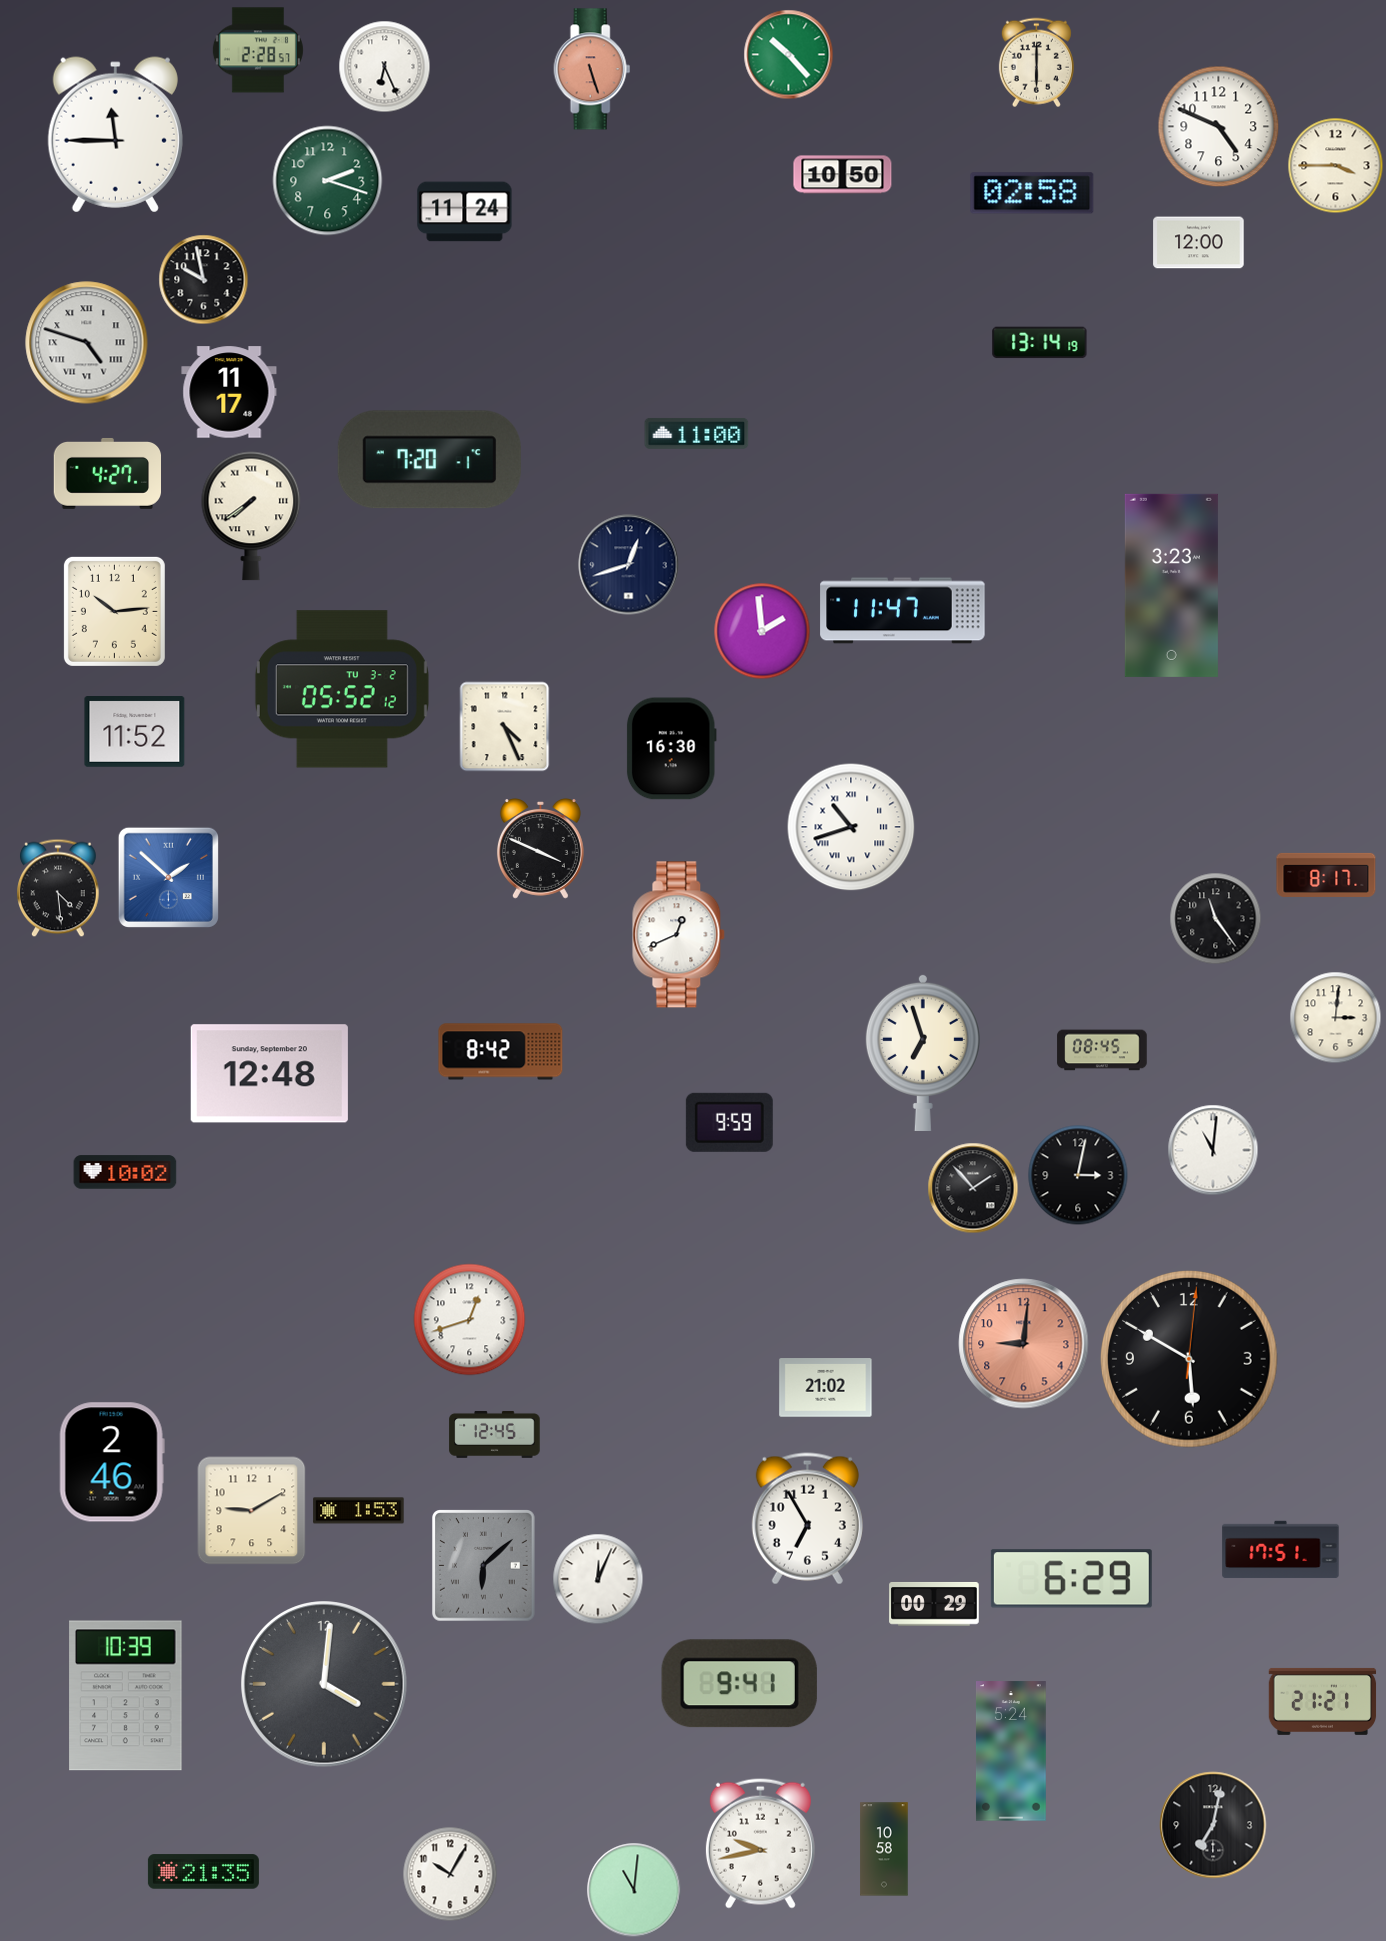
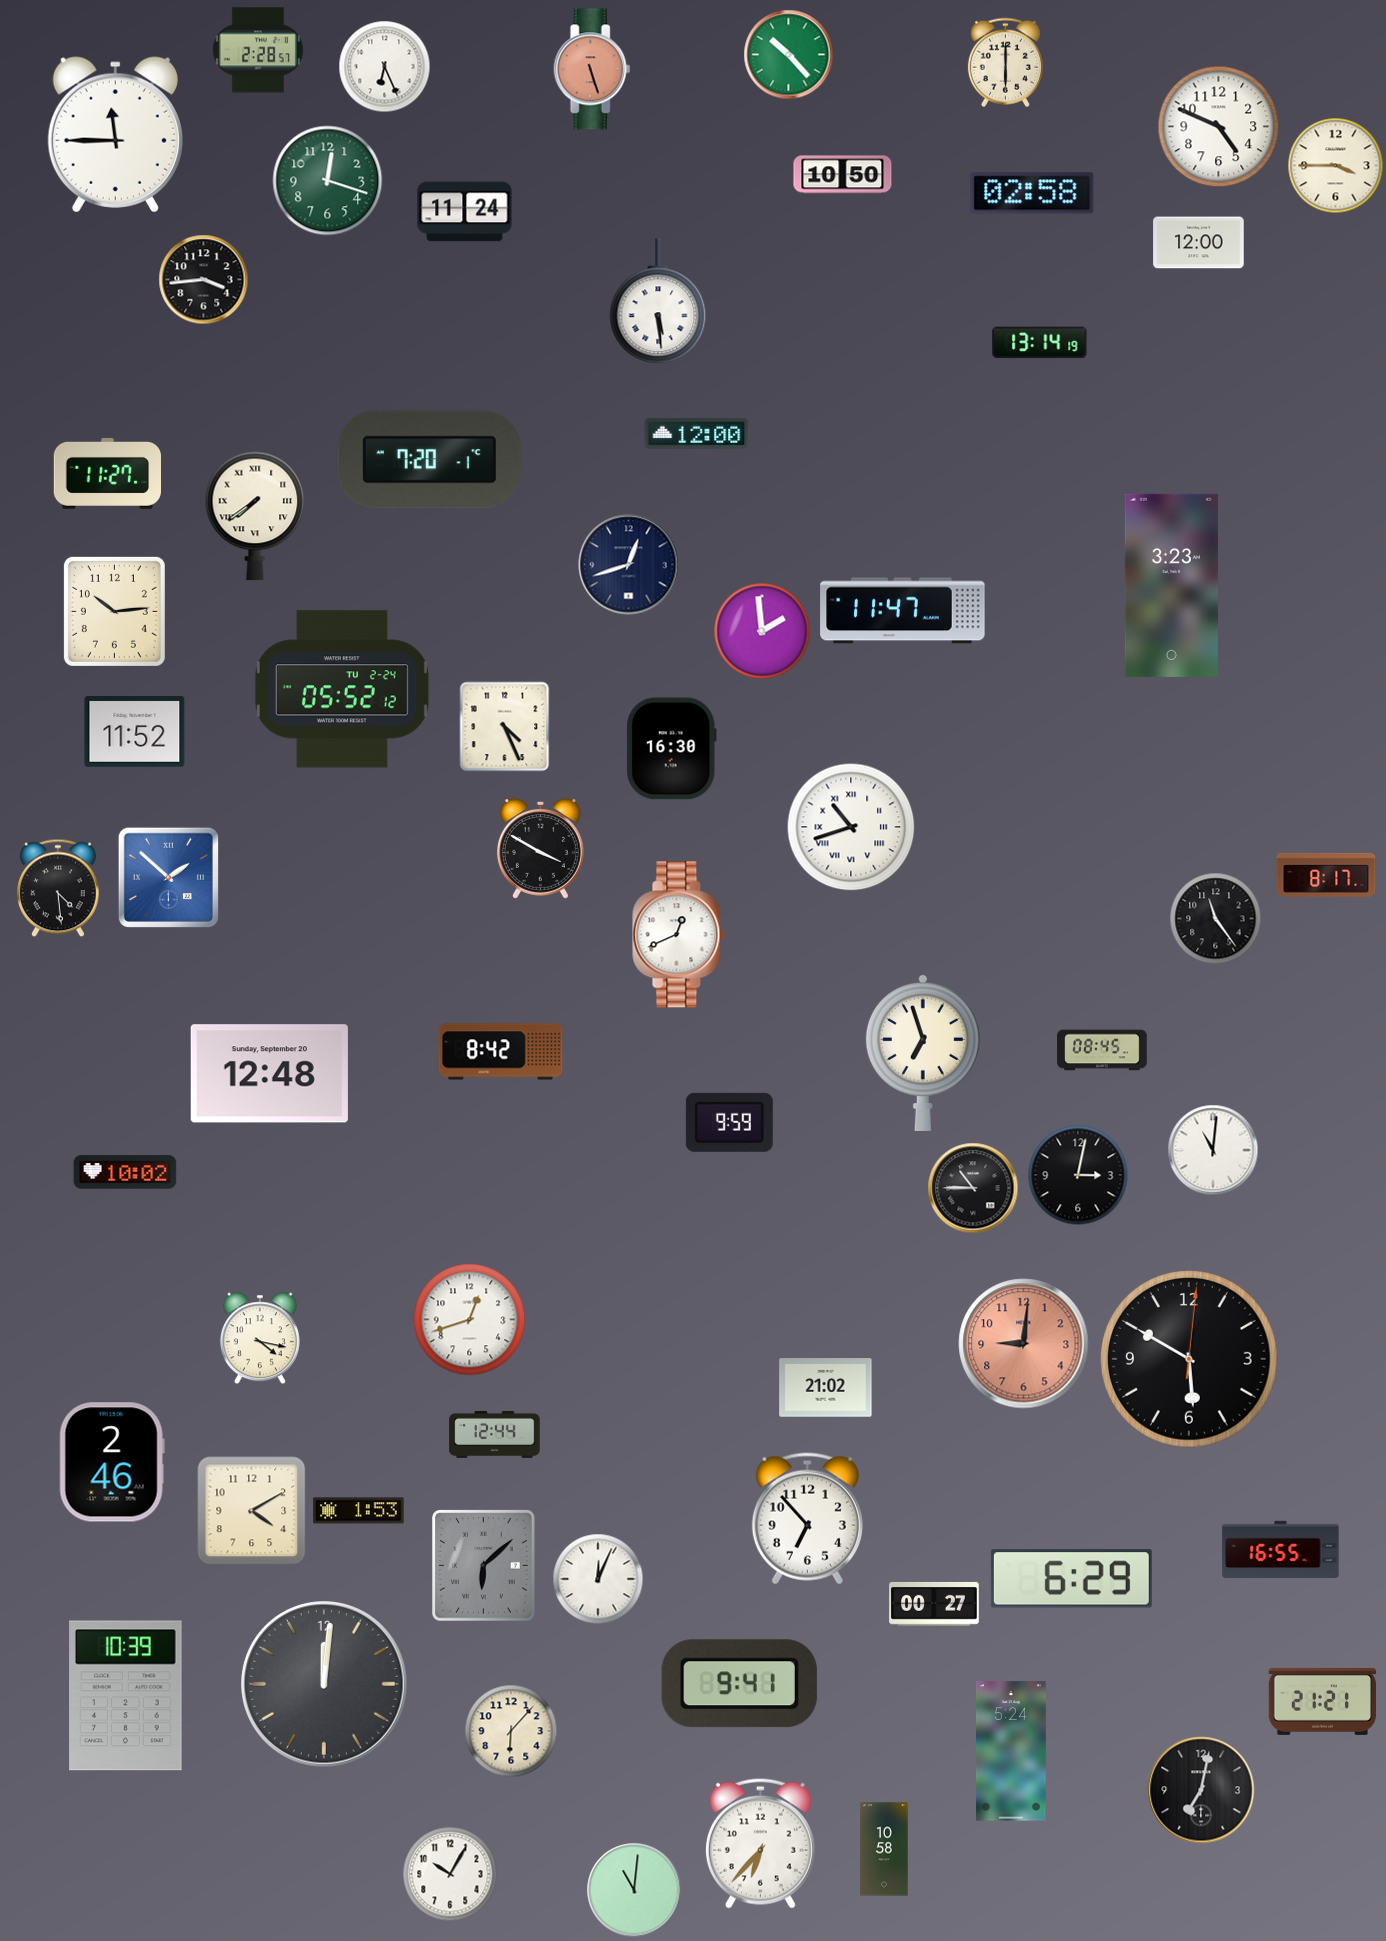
clock at (1036, 63) position: (1036, 63) -> (1005, 63)
clock at (328, 181): 2:18 -> 12:18
clock at (204, 280): 9:58 -> 3:44
clock at (658, 302): none -> 5:29
clock at (87, 343): 4:48 -> none
clock at (229, 392): 11:17 -> none
clock at (697, 433): 11:00 -> 12:00
clock at (108, 473): 4:27 -> 11:27
clock at (251, 516) position: (251, 516) -> (255, 516)
clock at (342, 689) date: TU 3-2 -> TU 2-24
clock at (540, 849): 3:49 -> 3:50
clock at (1336, 1018): 3:01 -> none
clock at (973, 1188): 1:53 -> 10:45
clock at (260, 1338): none -> 4:17
clock at (495, 1435): 12:45 -> 12:44
clock at (252, 1511): 9:10 -> 4:10
clock at (807, 1519): 6:55 -> 6:53
clock at (1281, 1550): 17:51 -> 16:55
clock at (934, 1604): 00:29 -> 00:27
clock at (324, 1684): 4:01 -> 12:01
clock at (511, 1731): none -> 6:07
clock at (1213, 1825) position: (1213, 1825) -> (1201, 1790)
clock at (760, 1843): 9:43 -> 6:37
clock at (203, 1872): 21:35 -> none
